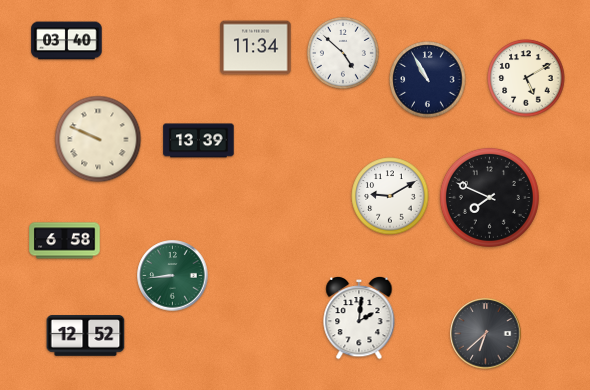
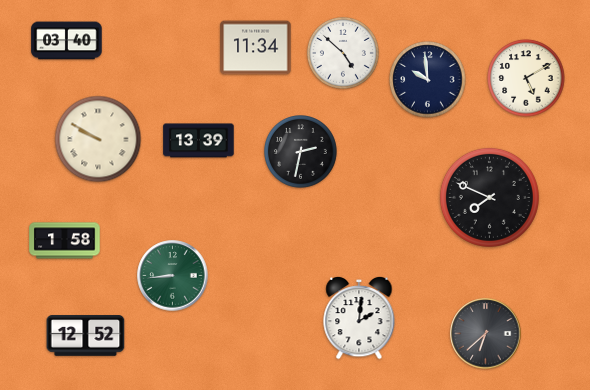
clock at (428, 80): 10:55 -> 9:59
clock at (98, 139): 9:49 -> 9:50
clock at (301, 152): none -> 2:32
clock at (390, 196): 9:10 -> none
clock at (65, 241): 6:58 -> 1:58
